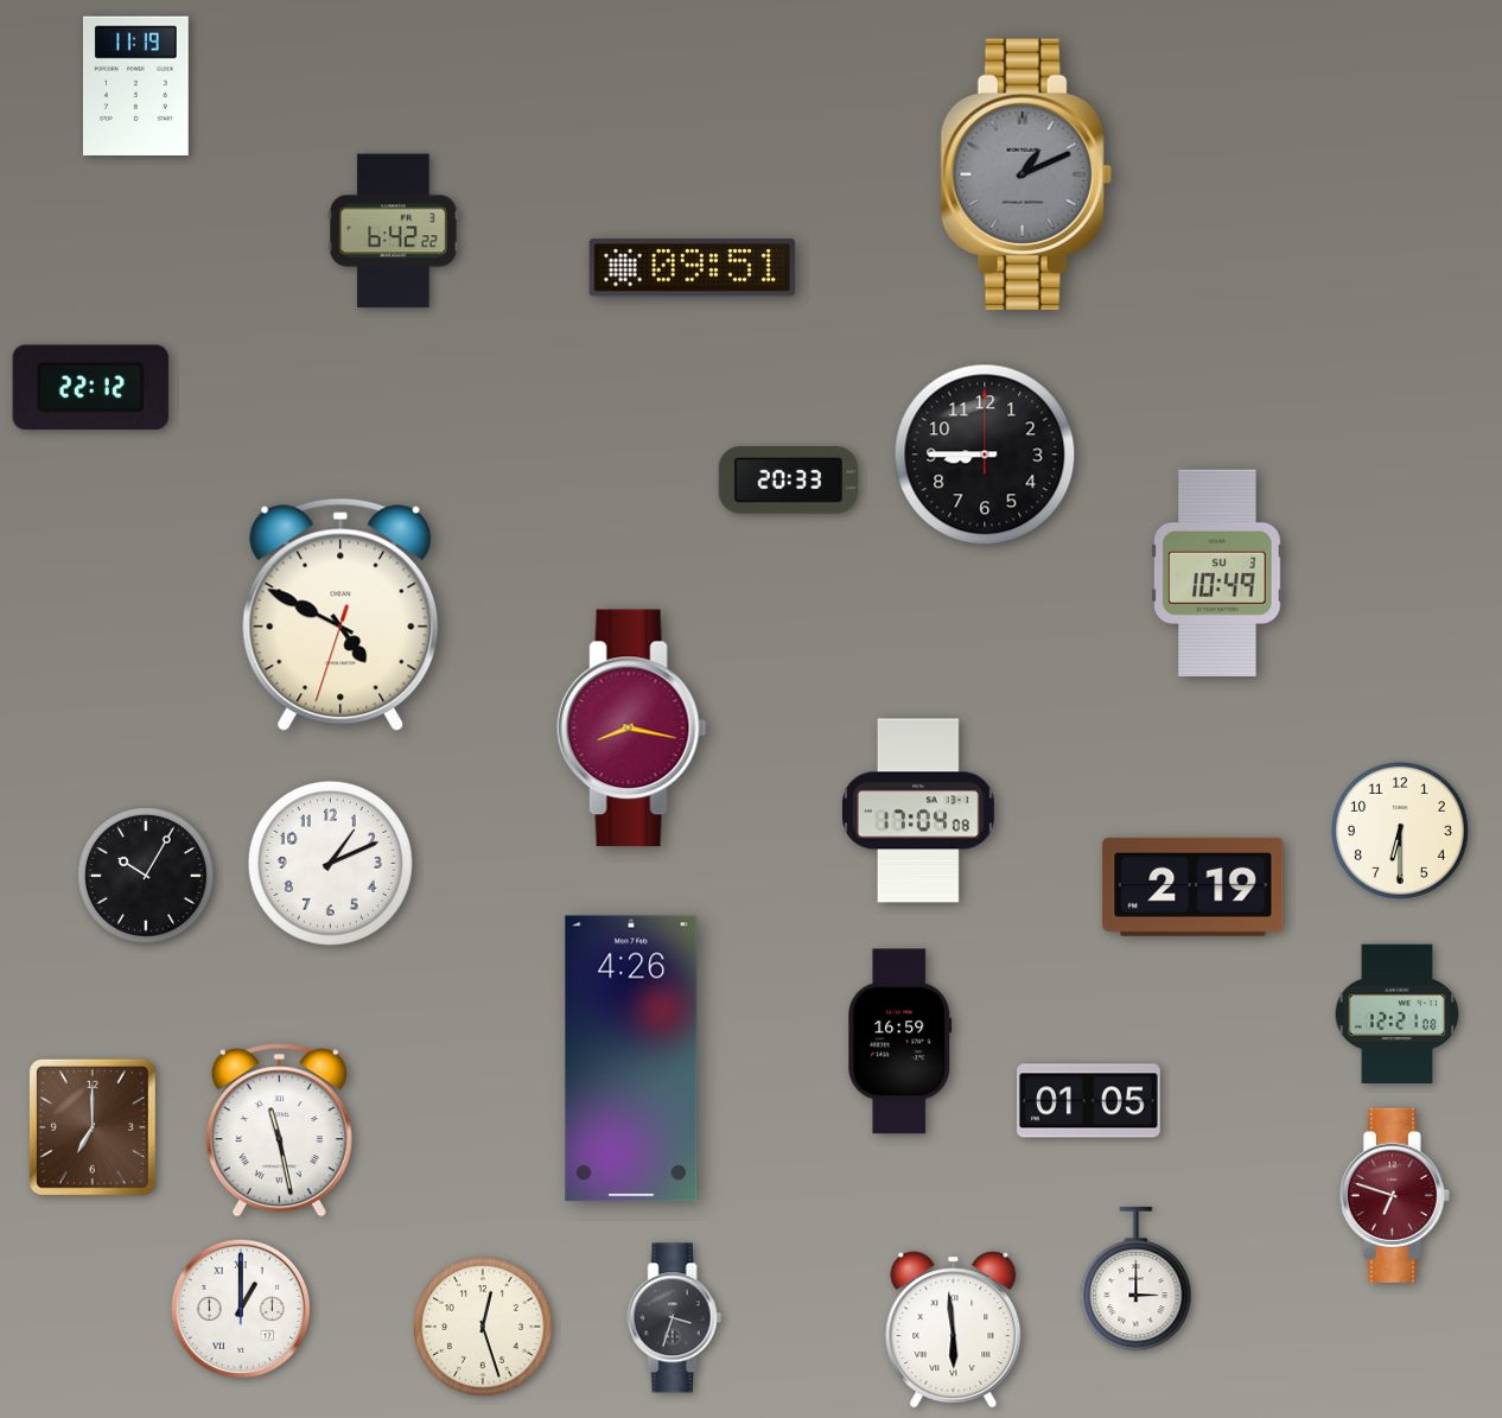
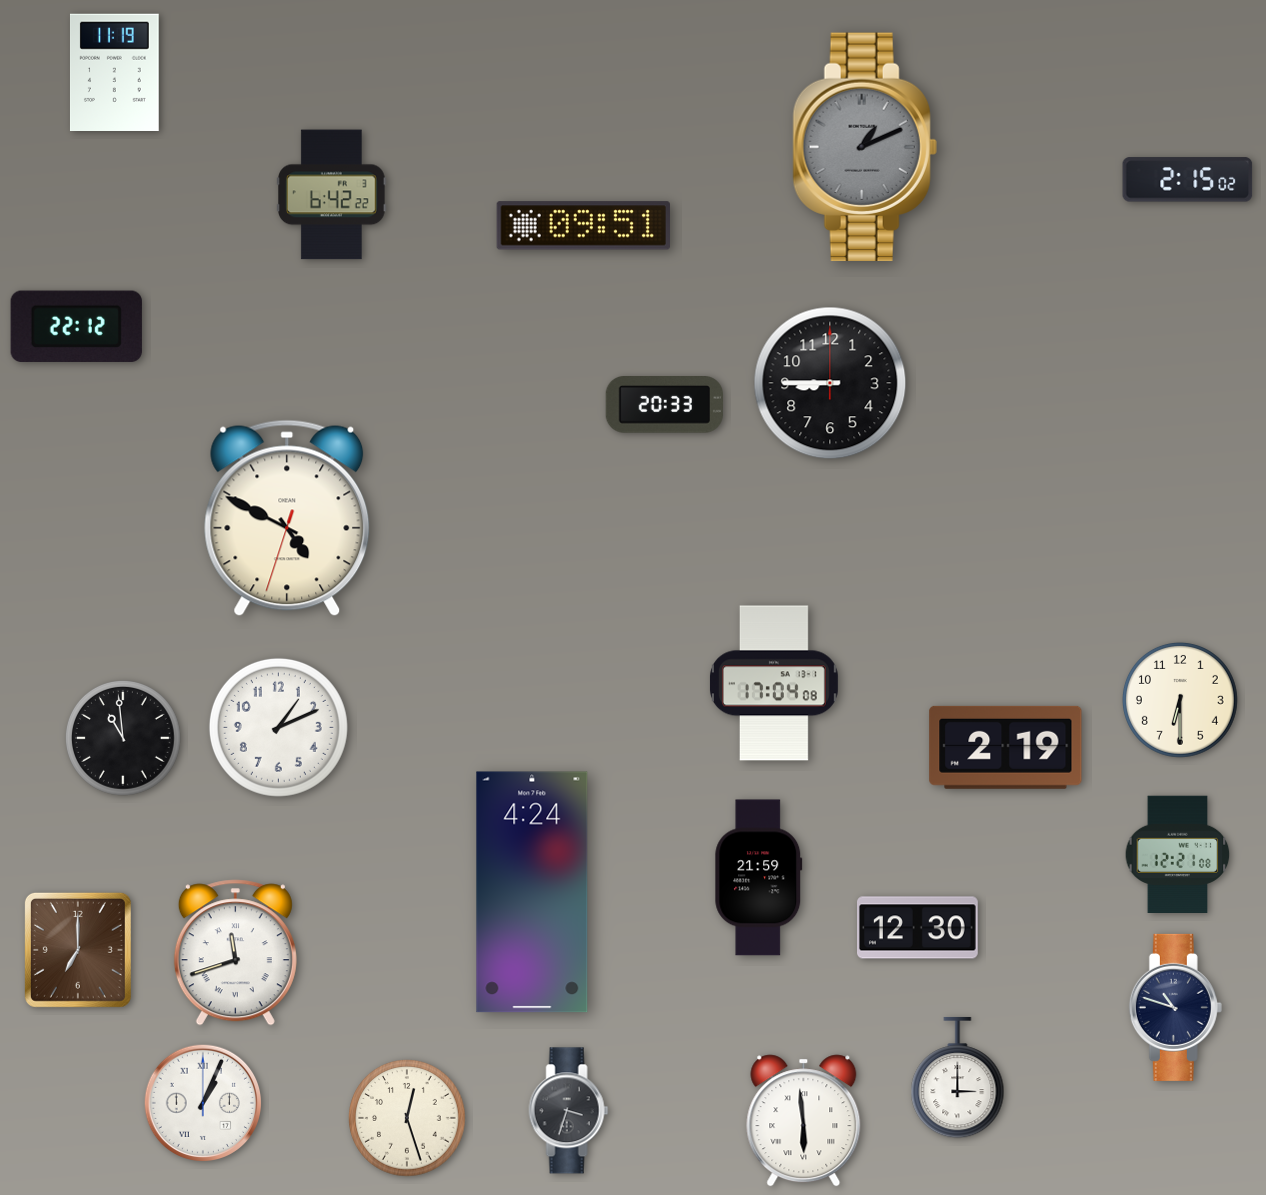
clock at (1188, 180): none -> 2:15
clock at (1218, 573): 10:49 -> none
clock at (631, 729): 8:17 -> none
clock at (146, 876): 10:05 -> 10:59
clock at (900, 1042): 16:59 -> 21:59
clock at (631, 1058): 4:26 -> 4:24
clock at (1089, 1101): 01:05 -> 12:30
clock at (279, 1131): 11:28 -> 11:42
clock at (1394, 1195): 6:48 -> 10:48
clock at (1394, 1195) dial: burgundy -> navy
clock at (240, 1308): 1:00 -> 1:04
